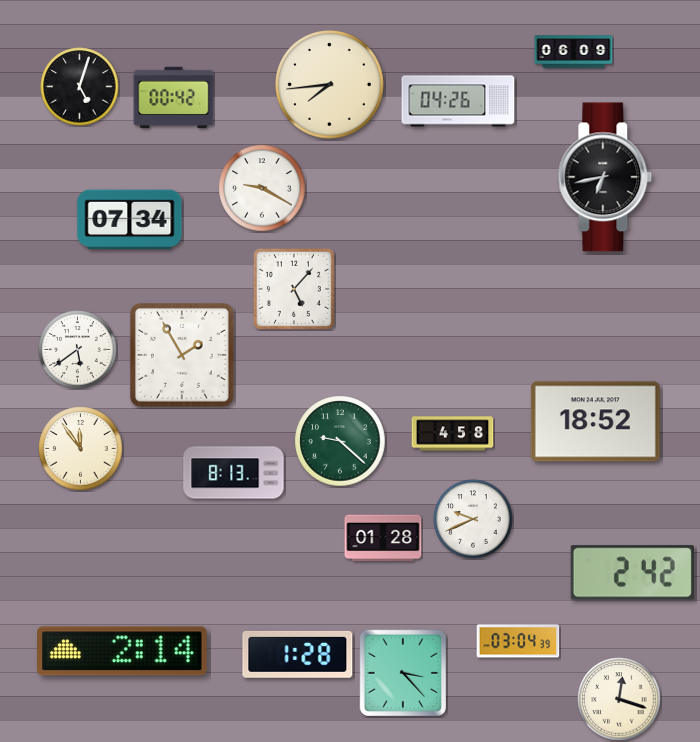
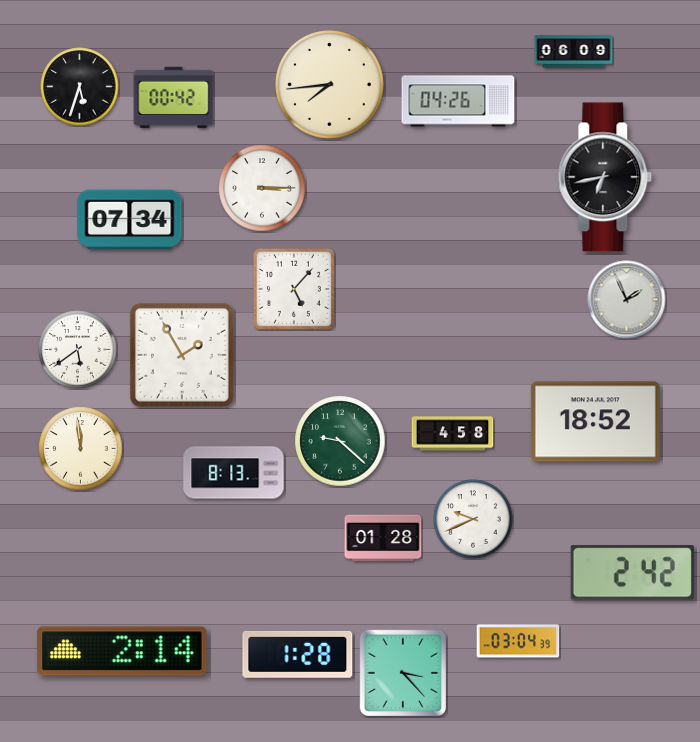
clock at (80, 87): 5:03 -> 5:33
clock at (262, 188): 9:20 -> 3:15
clock at (627, 300): none -> 1:56
clock at (81, 449): 11:54 -> 11:59
clock at (619, 699): 12:18 -> none
